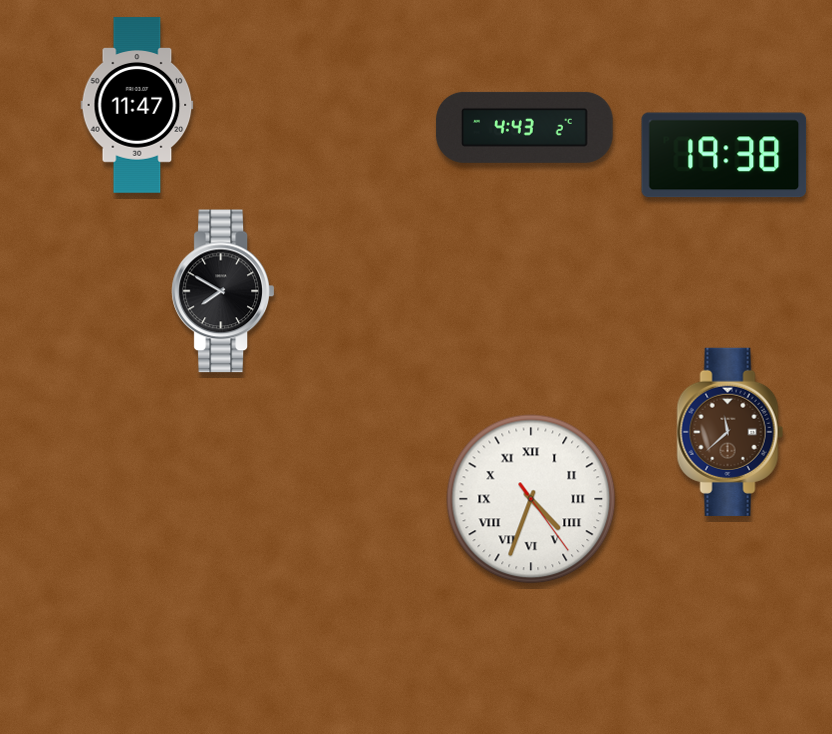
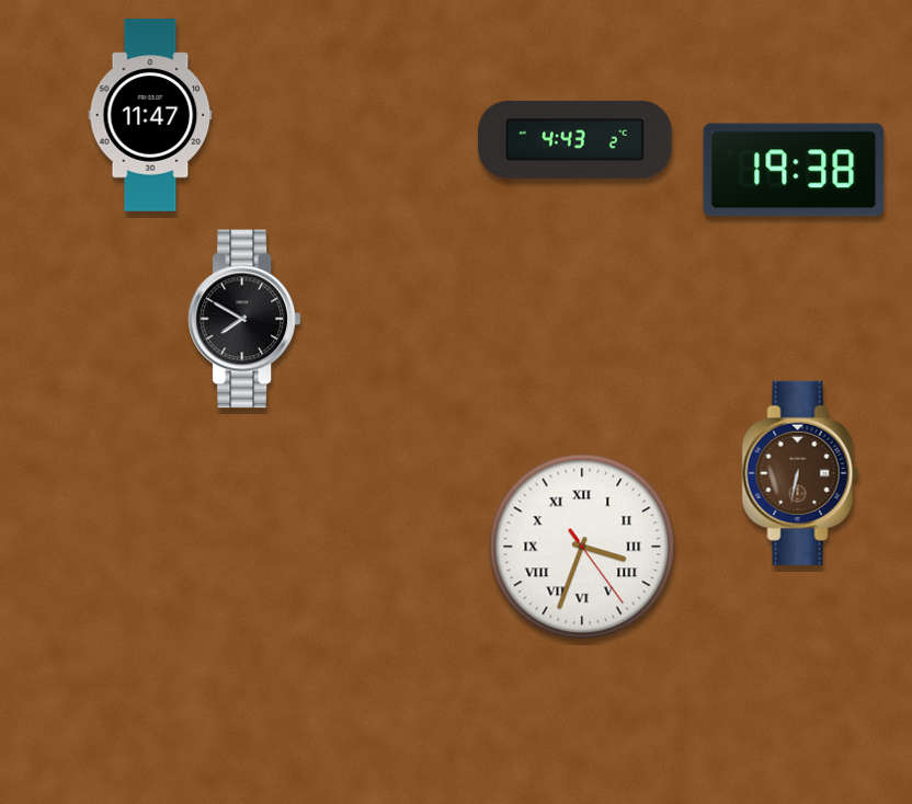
clock at (730, 432): 11:38 -> 6:32
clock at (531, 499): 4:33 -> 3:33
